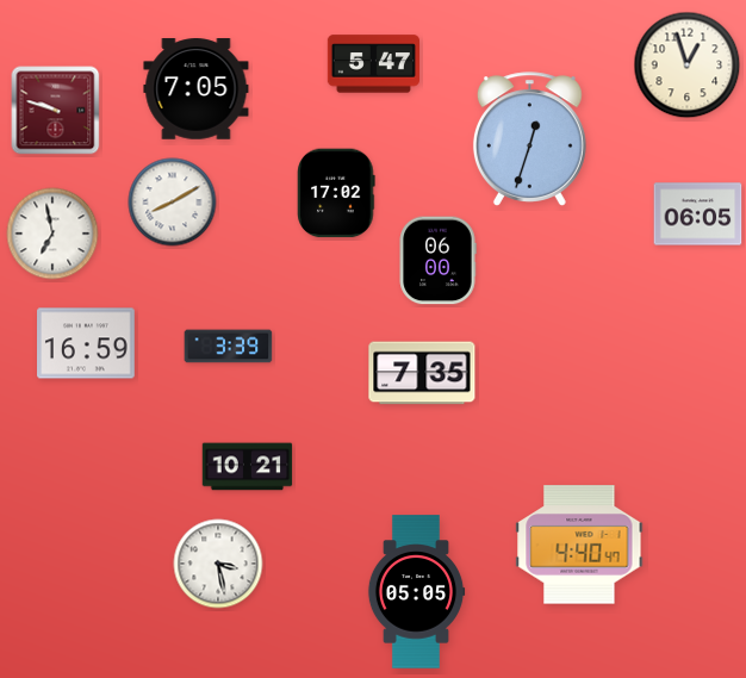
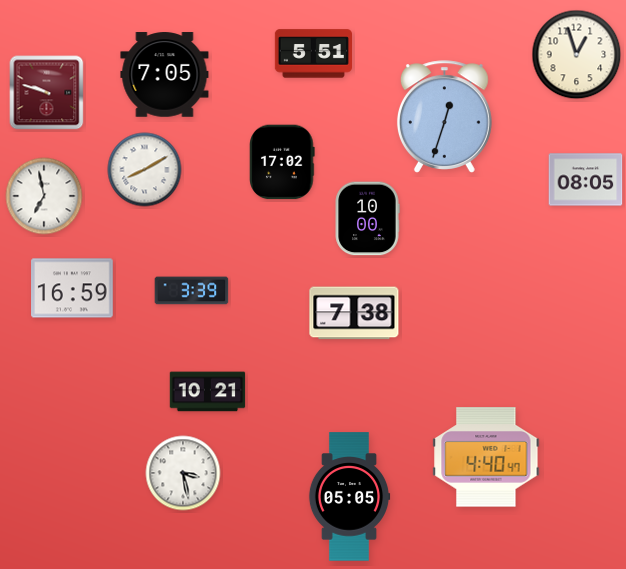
clock at (373, 64): 5:47 -> 5:51
clock at (698, 214): 06:05 -> 08:05
clock at (437, 261): 06:00 -> 10:00
clock at (422, 373): 7:35 -> 7:38
